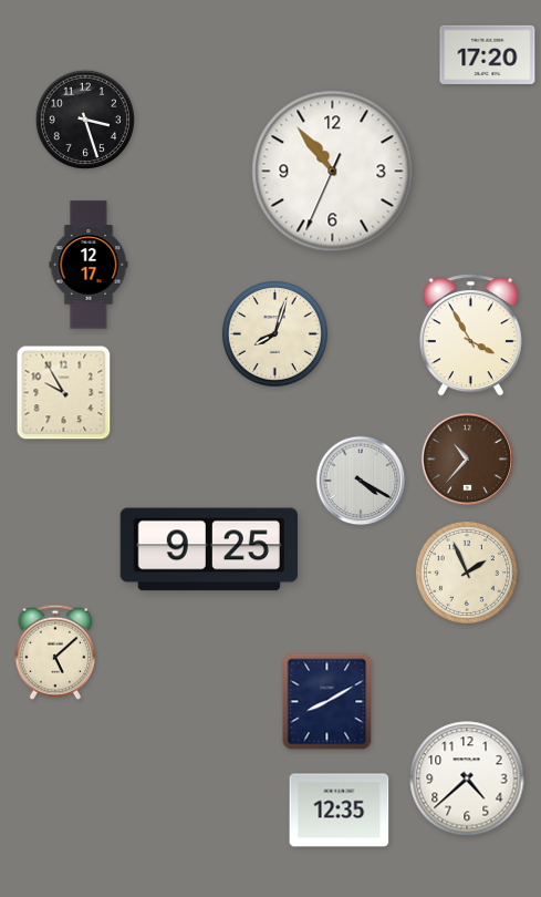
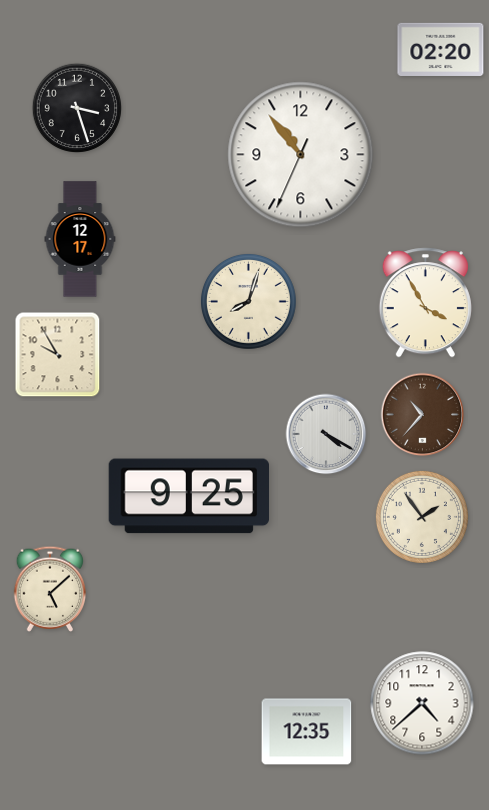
clock at (488, 54): 17:20 -> 02:20
clock at (467, 573): 1:56 -> 1:54
clock at (327, 702): 8:10 -> none
